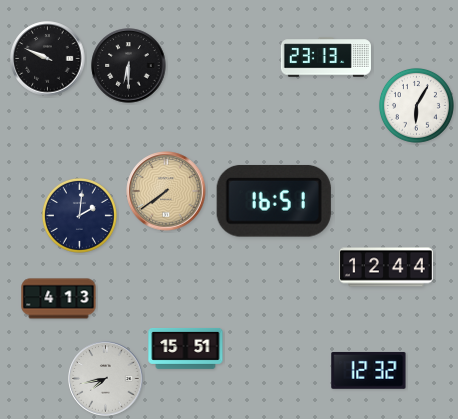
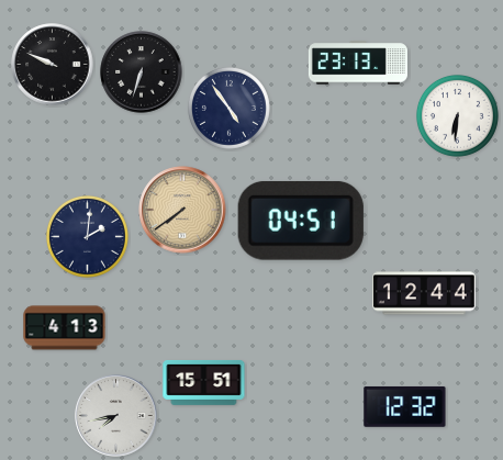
clock at (129, 66): 6:30 -> 6:33
clock at (228, 108): none -> 4:54
clock at (416, 105): 6:05 -> 6:31
clock at (274, 201): 16:51 -> 04:51
